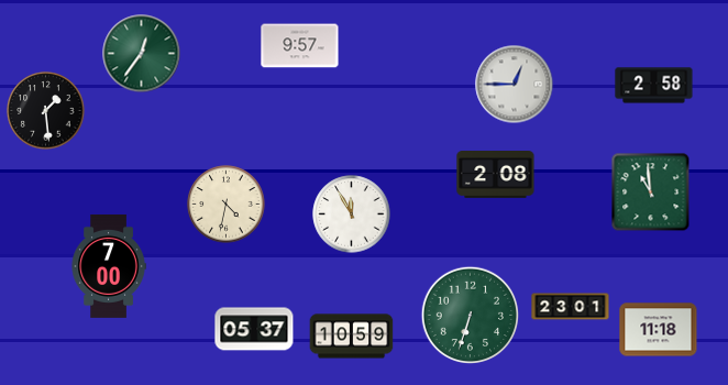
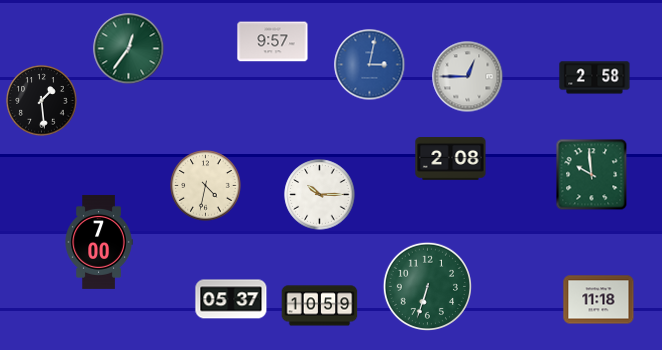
clock at (370, 65): none -> 3:02
clock at (651, 193): 10:59 -> 9:59
clock at (352, 215): 11:55 -> 10:15
clock at (571, 307): 23:01 -> none
